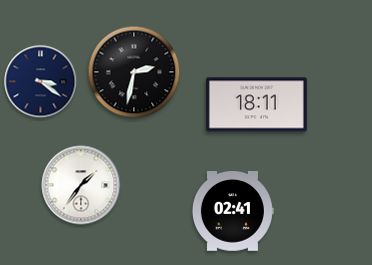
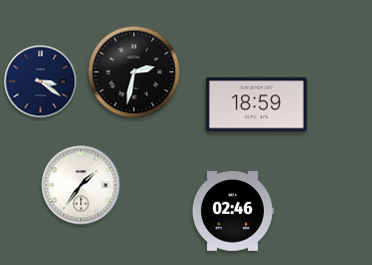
clock at (256, 105): 18:11 -> 18:59
clock at (233, 212): 02:41 -> 02:46
